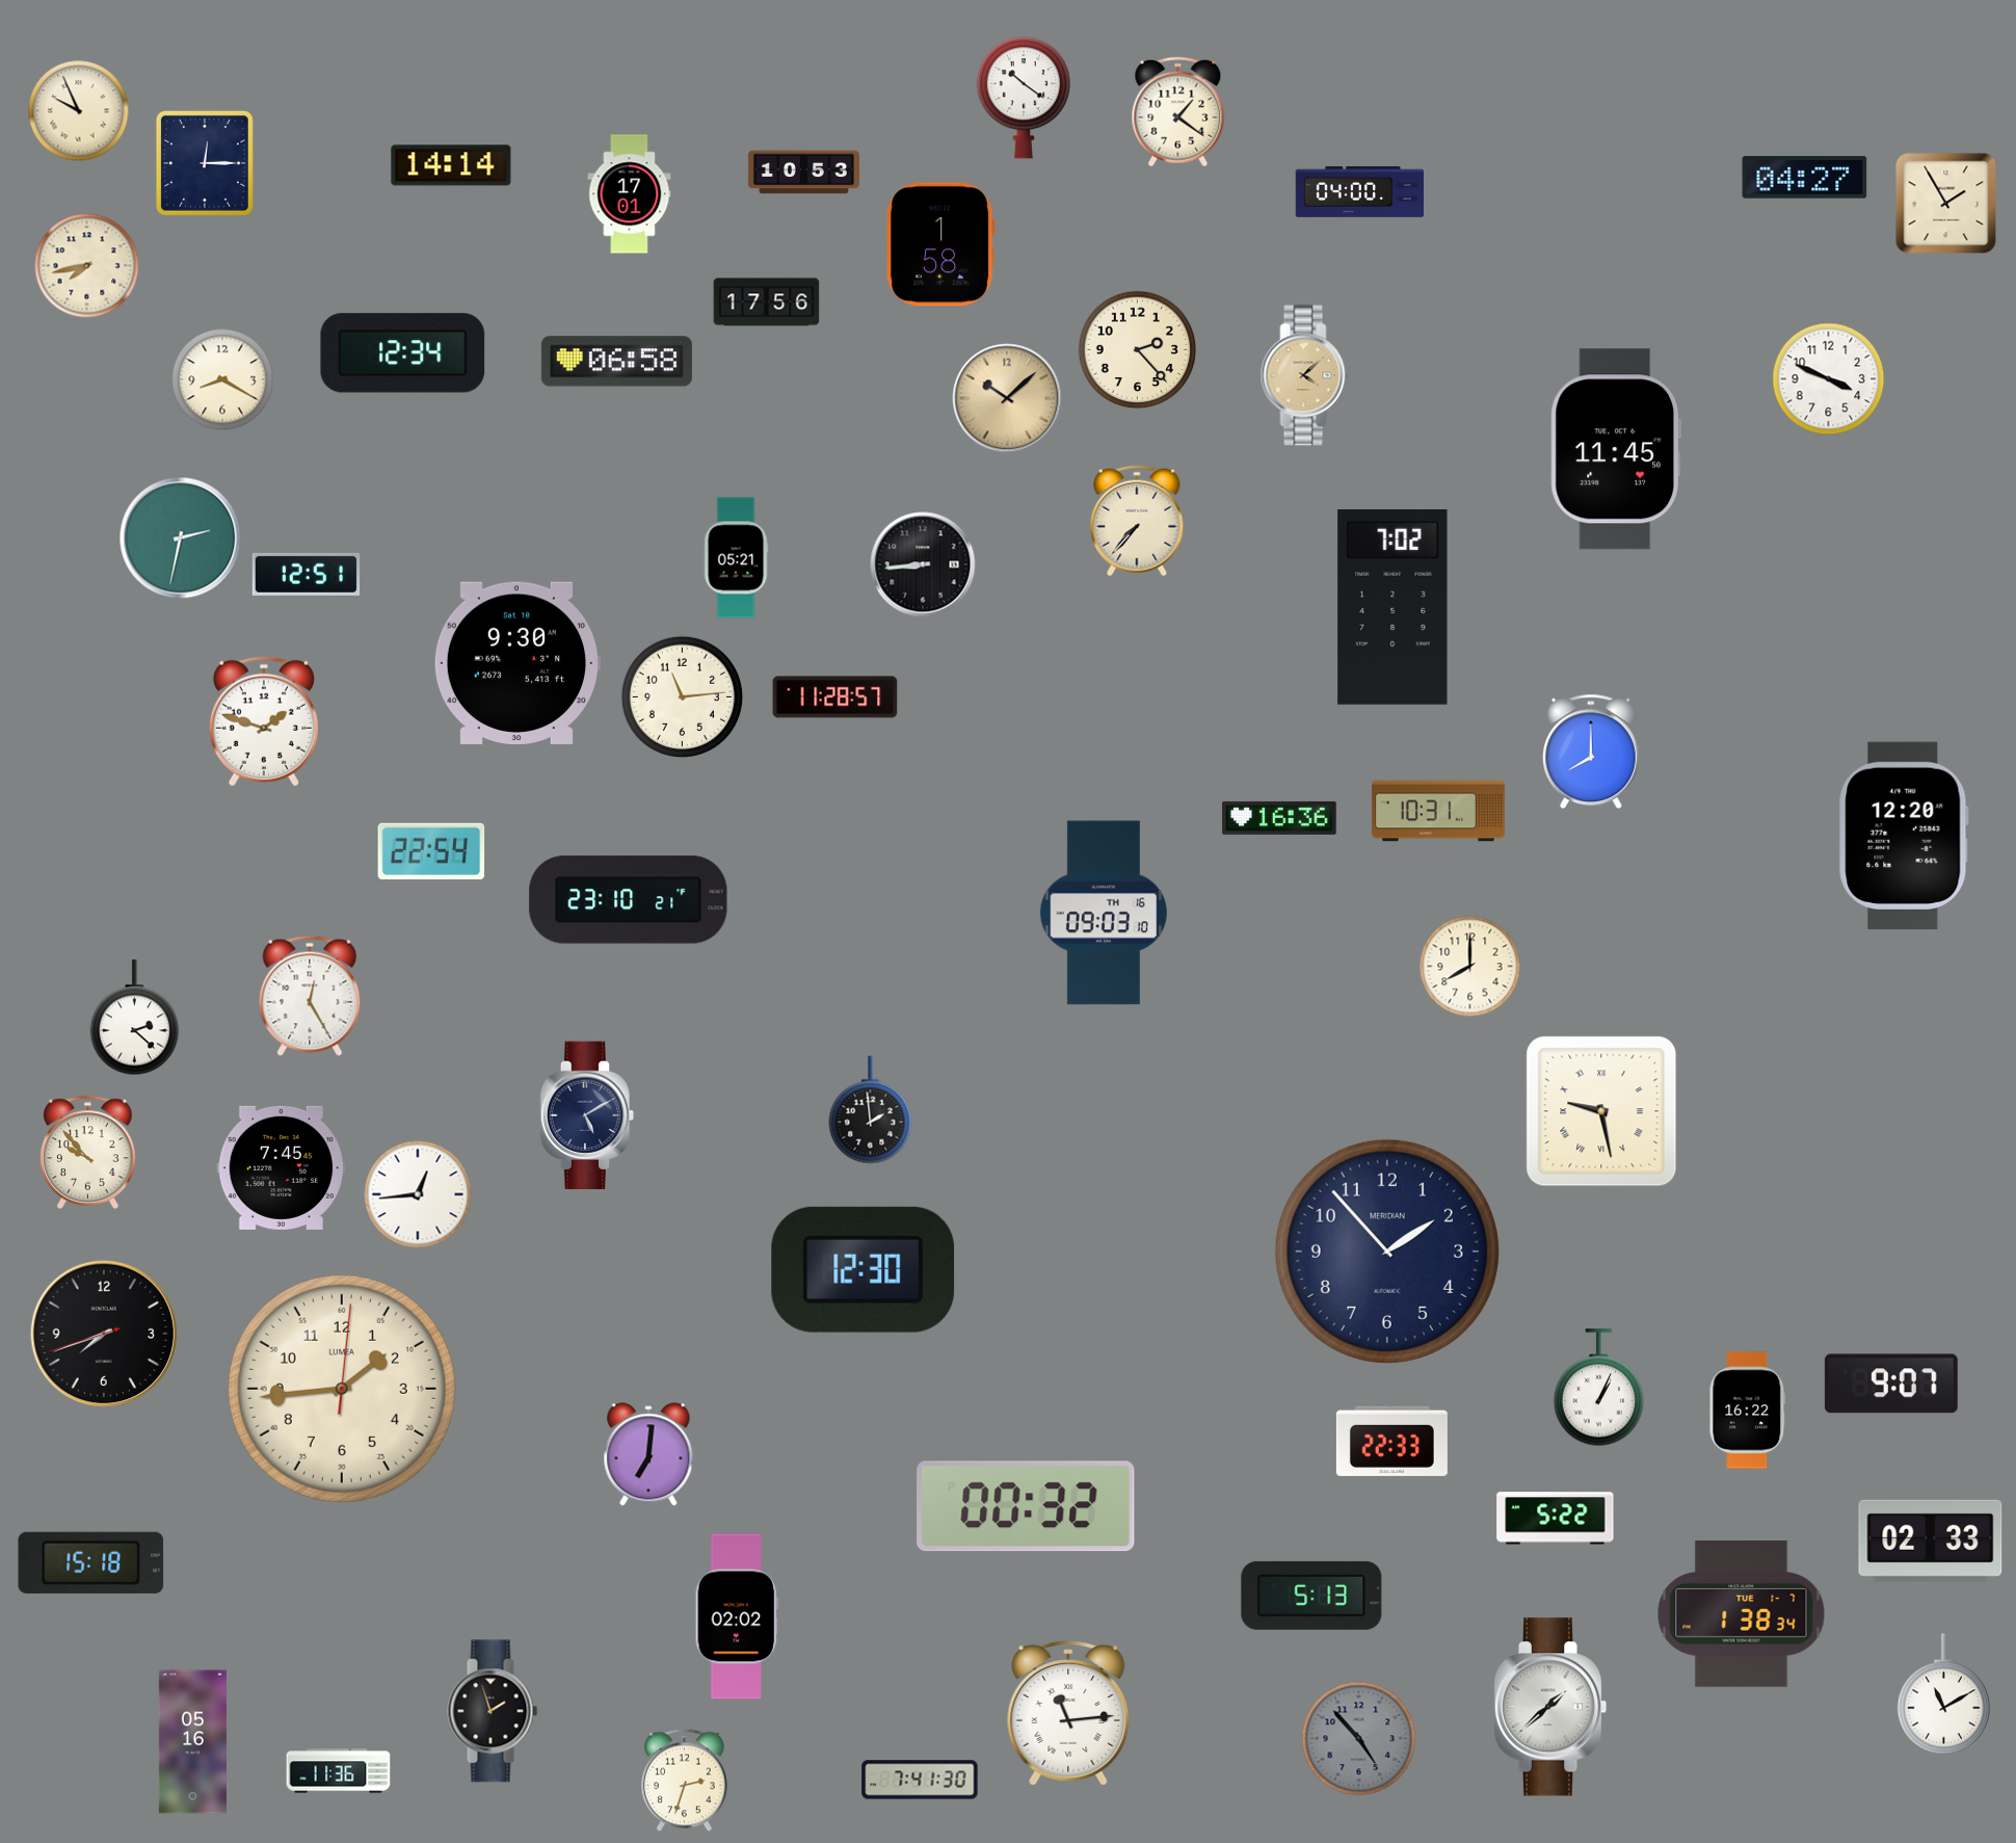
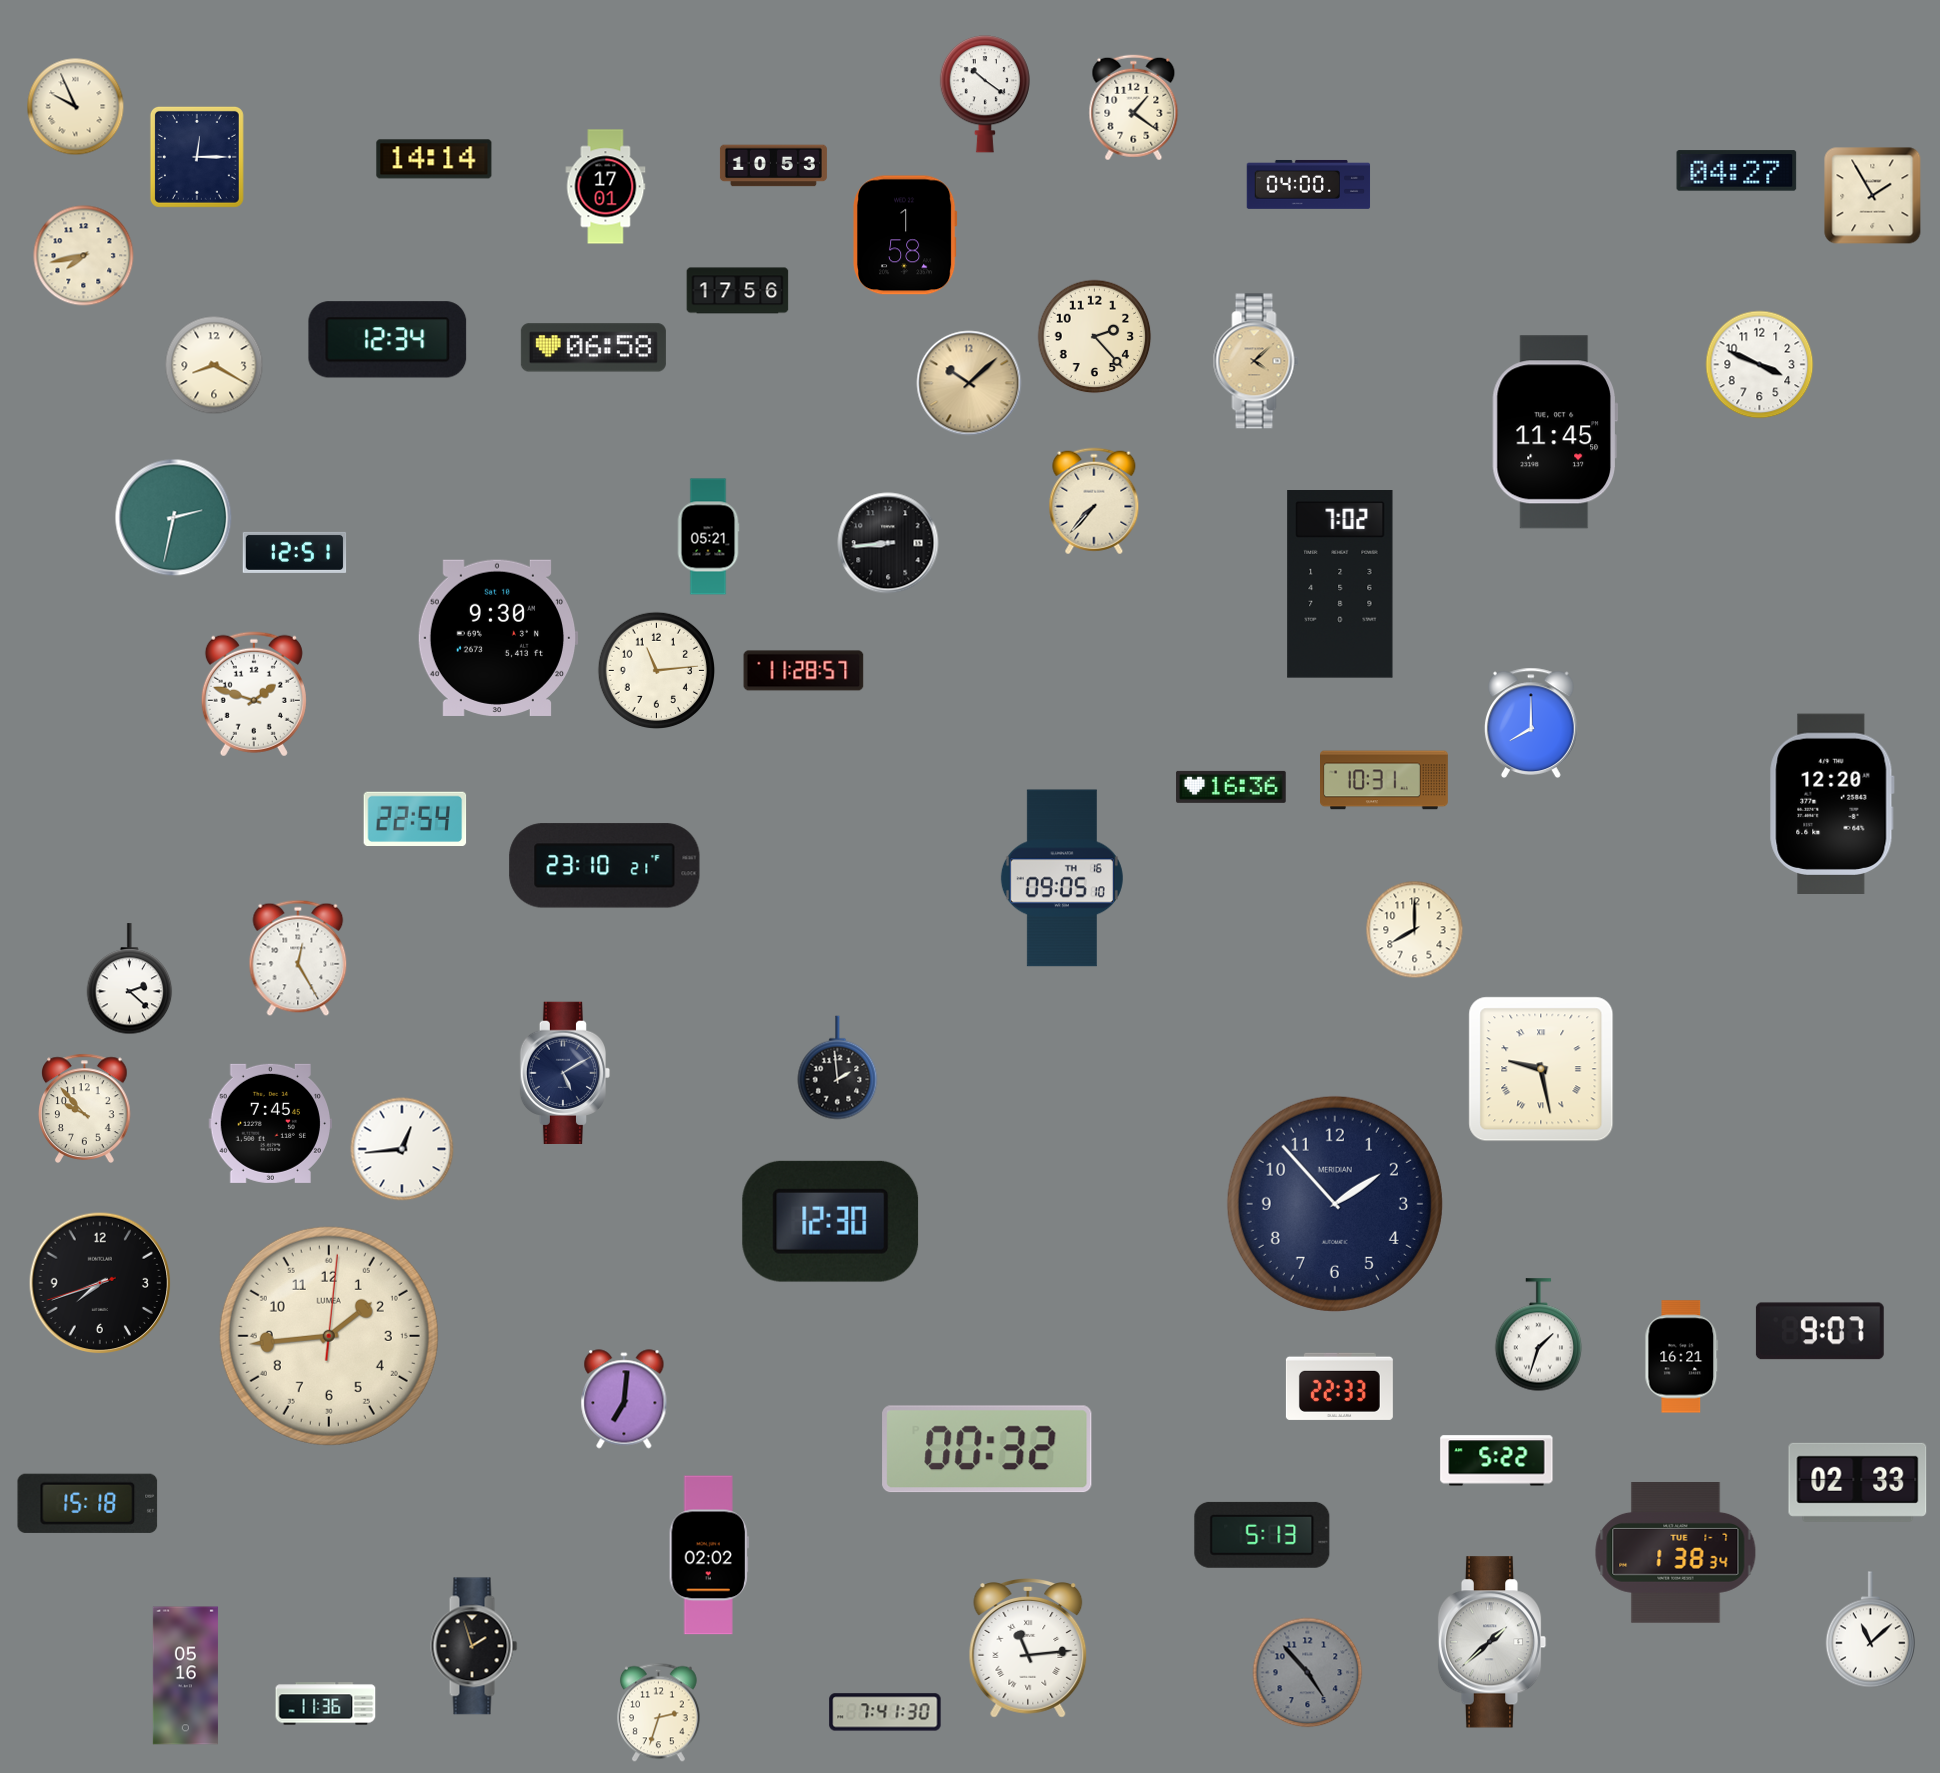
clock at (1104, 913): 09:03 -> 09:05
clock at (1599, 1388): 1:04 -> 1:33
clock at (1748, 1411): 16:22 -> 16:21
clock at (1943, 1694): 11:10 -> 11:08
